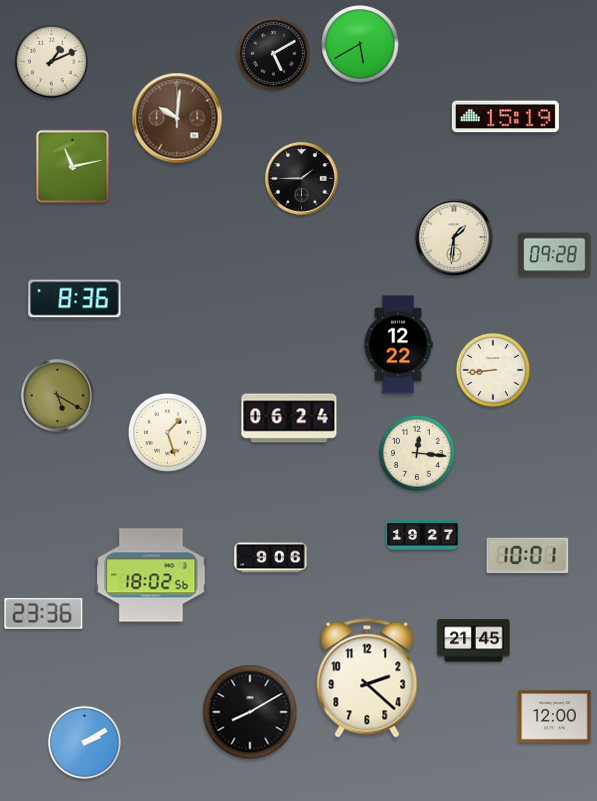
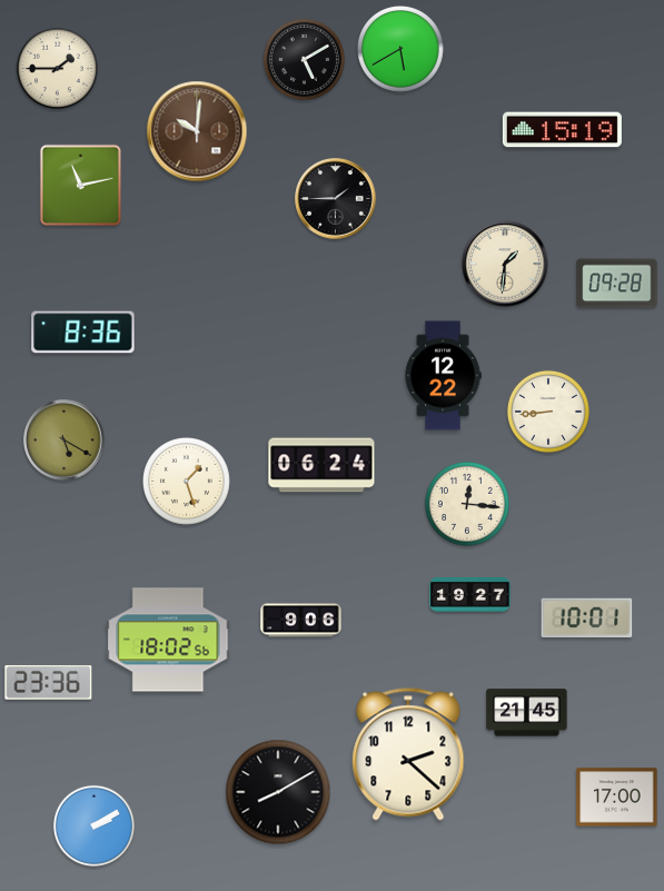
clock at (51, 61): 1:11 -> 1:45
clock at (398, 345) position: (398, 345) -> (443, 376)
clock at (417, 453) position: (417, 453) -> (467, 504)
clock at (555, 717): 12:00 -> 17:00
